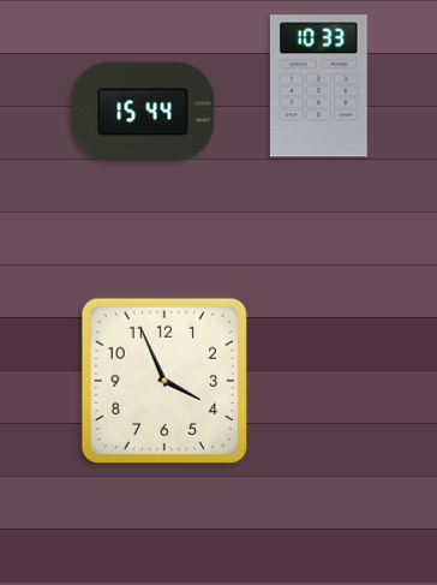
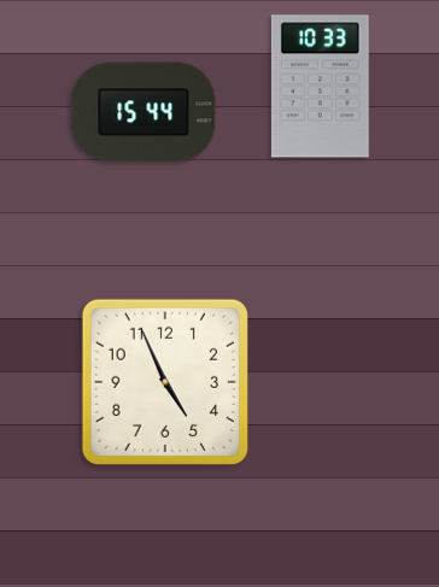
clock at (164, 381): 3:56 -> 4:56
